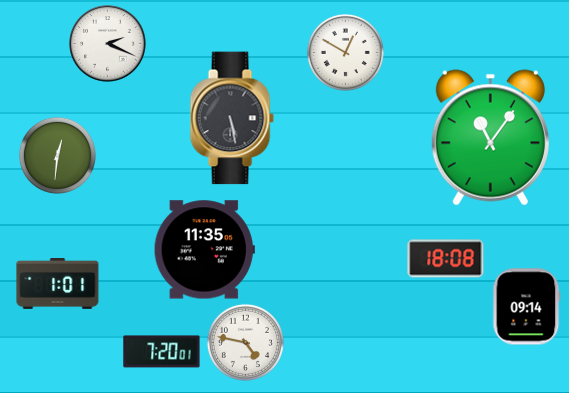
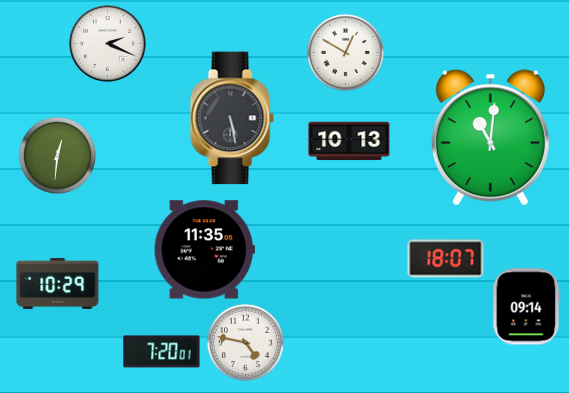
clock at (490, 138): 11:06 -> 11:01
clock at (349, 141): none -> 10:13
clock at (446, 259): 18:08 -> 18:07
clock at (58, 284): 1:01 -> 10:29
